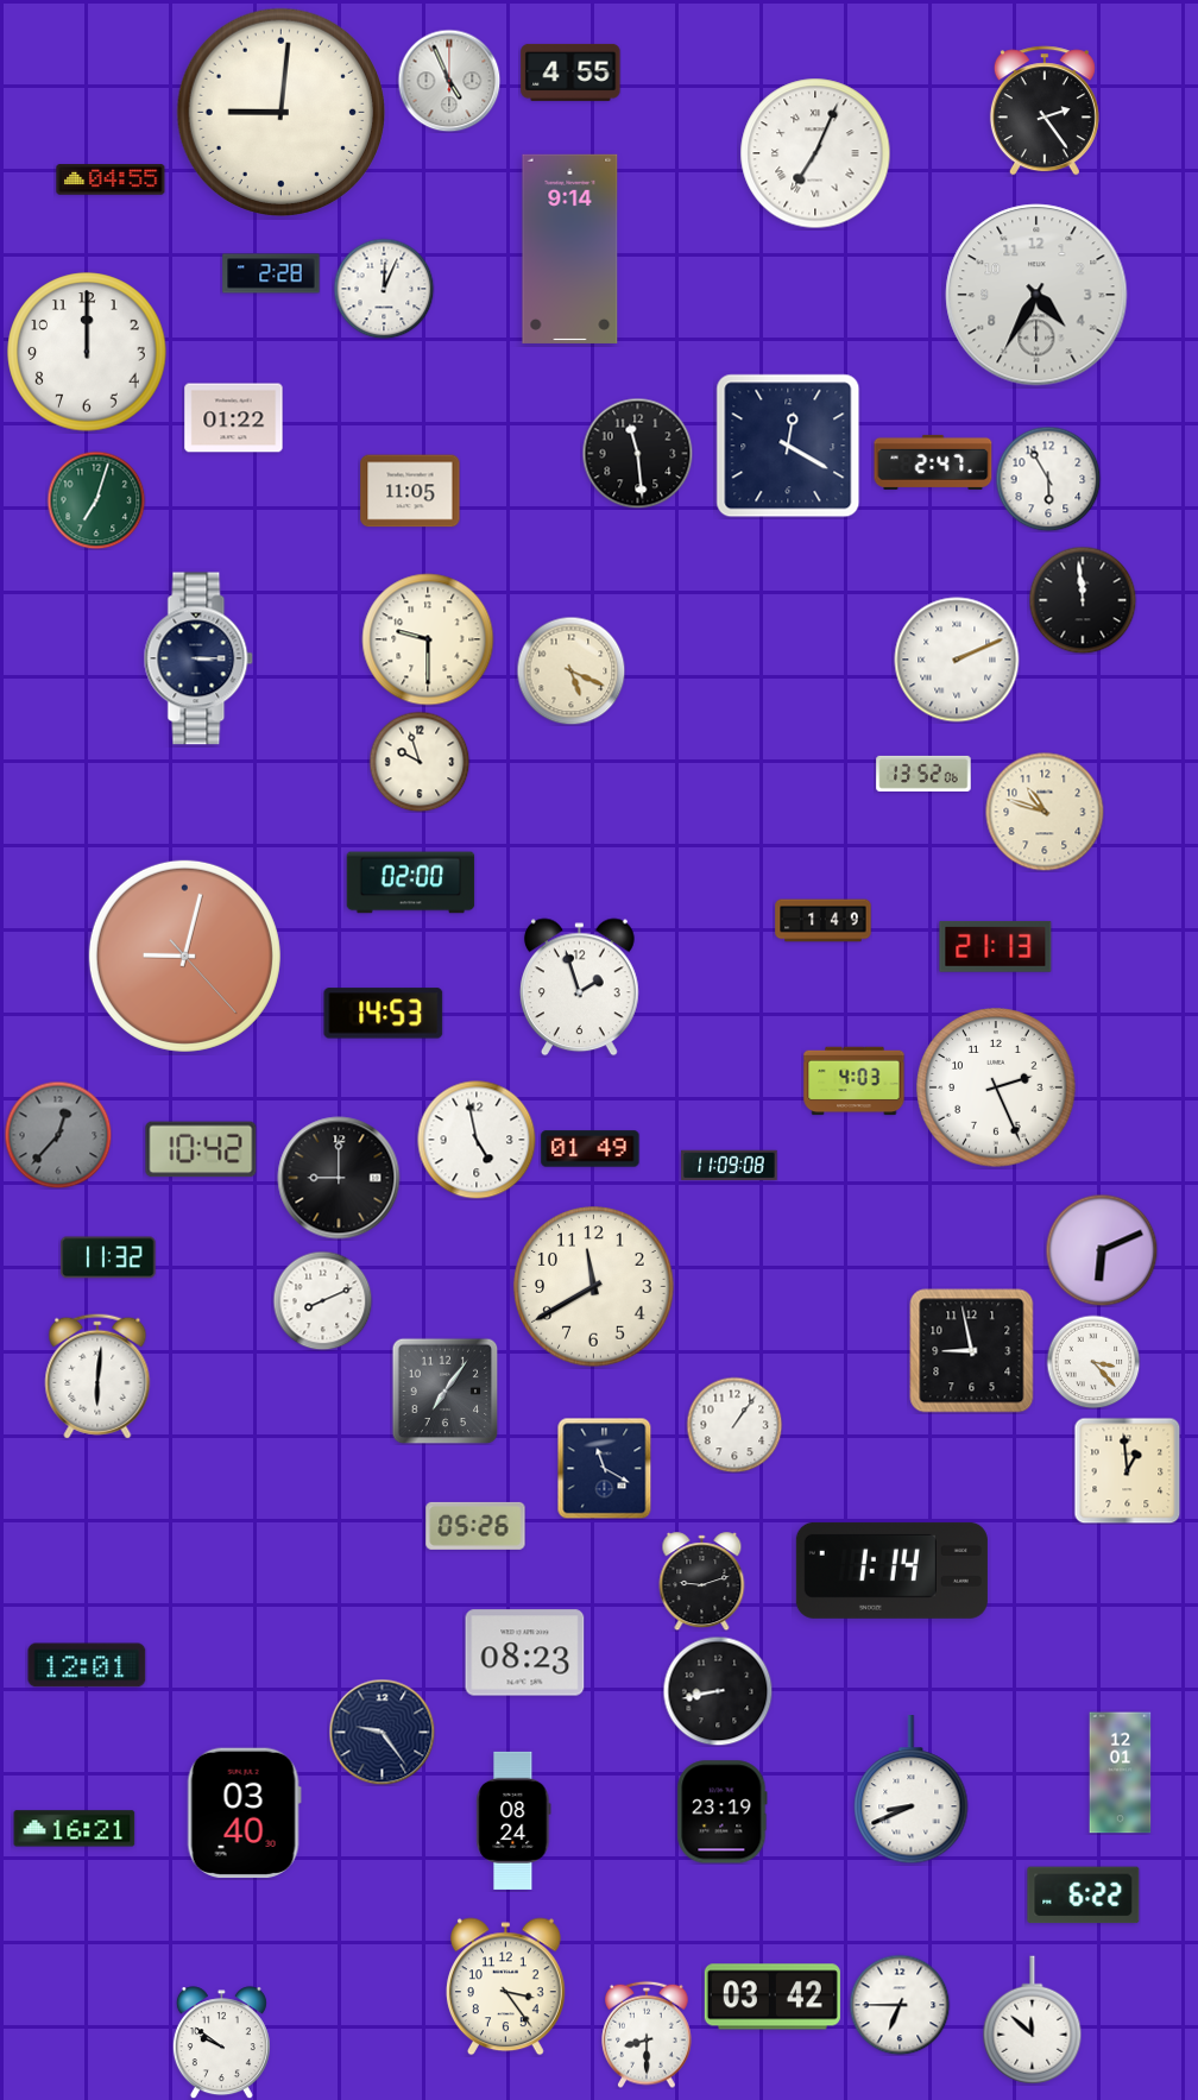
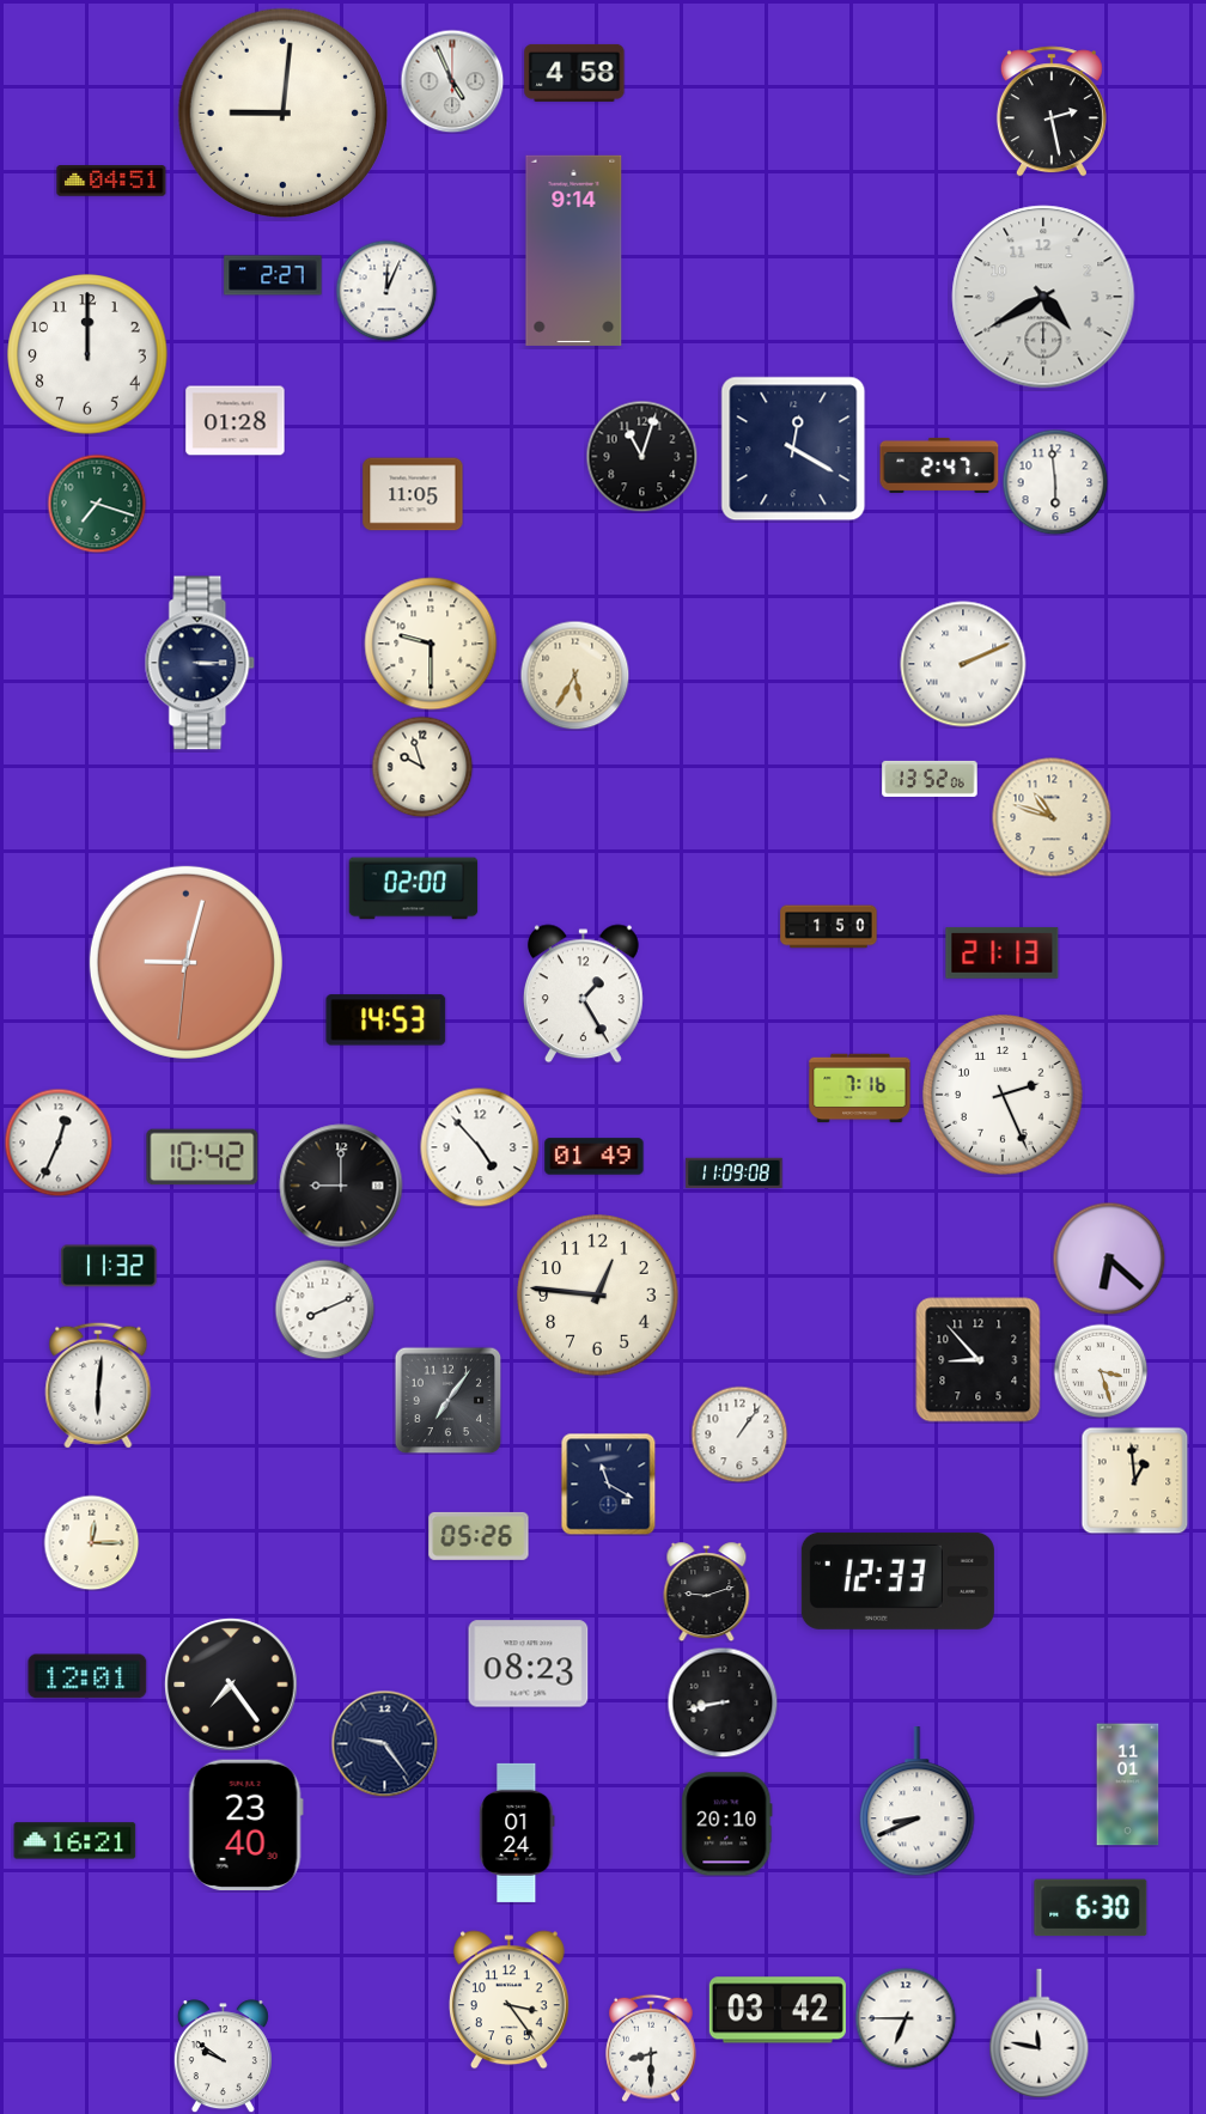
clock at (570, 72): 4:55 -> 4:58
clock at (1045, 111): 2:24 -> 2:28
clock at (815, 153): 7:04 -> none
clock at (111, 179): 04:55 -> 04:51
clock at (271, 273): 2:28 -> 2:27
clock at (1036, 295): 4:35 -> 4:40
clock at (234, 418): 01:22 -> 01:28
clock at (637, 453): 11:29 -> 11:03
clock at (1048, 479): 5:55 -> 5:59
clock at (96, 500): 7:03 -> 7:18
clock at (1083, 600): 11:59 -> none
clock at (570, 670): 5:19 -> 5:35
clock at (824, 921): 1:49 -> 1:50
clock at (184, 956): 9:02:23 -> 9:02:31
clock at (579, 988): 1:57 -> 1:25
clock at (855, 1081): 4:03 -> 7:16
clock at (58, 1135): 12:37 -> 12:34
clock at (58, 1135) dial: grey -> white
clock at (477, 1140): 4:58 -> 4:53
clock at (1102, 1250): 6:11 -> 6:22
clock at (594, 1287): 11:40 -> 12:46
clock at (972, 1351): 8:58 -> 8:53
clock at (1093, 1362): 3:23 -> 3:27
clock at (605, 1468) position: (605, 1468) -> (609, 1484)
clock at (91, 1542): none -> 12:15
clock at (891, 1570): 1:14 -> 12:33
clock at (231, 1685): none -> 7:24
clock at (1121, 1773): 12:01 -> 11:01
clock at (244, 1812): 03:40 -> 23:40
clock at (723, 1812): 23:19 -> 20:10
clock at (513, 1821): 08:24 -> 01:24
clock at (1084, 1896): 6:22 -> 6:30
clock at (1033, 2020): 11:52 -> 11:47
